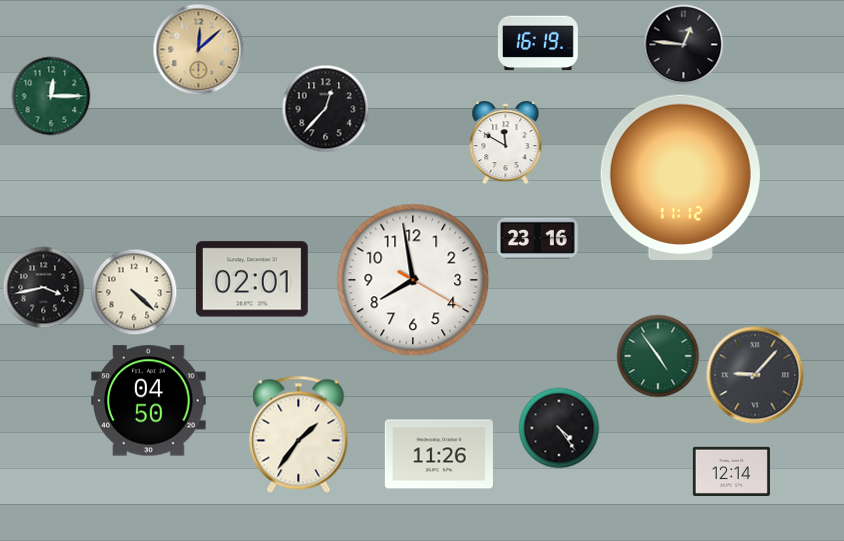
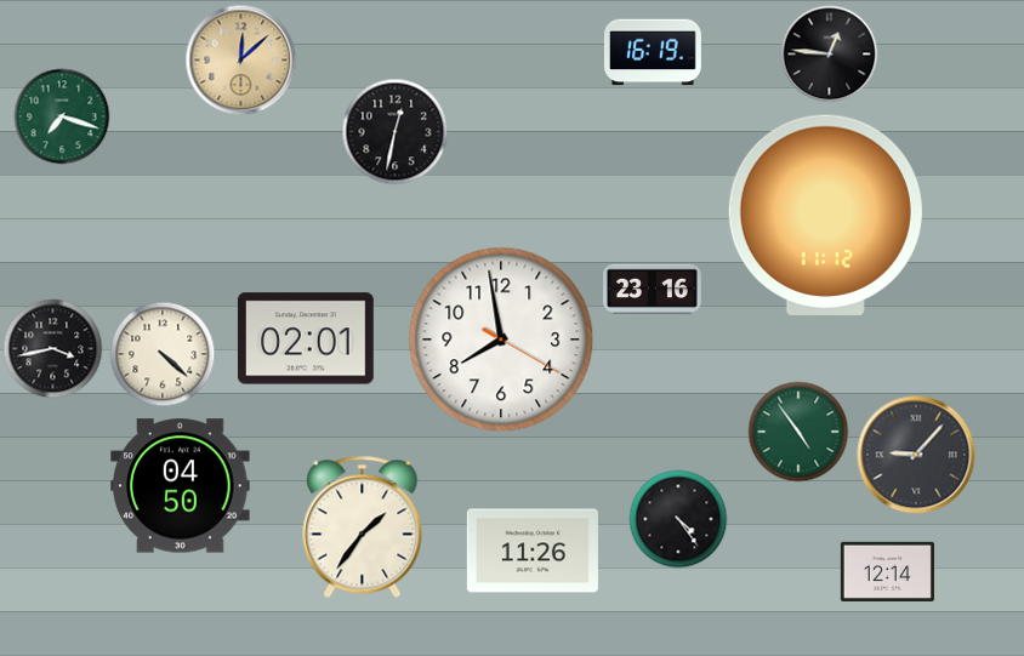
clock at (51, 96): 12:15 -> 7:18
clock at (326, 109): 12:37 -> 12:32
clock at (506, 143): 11:50 -> none
